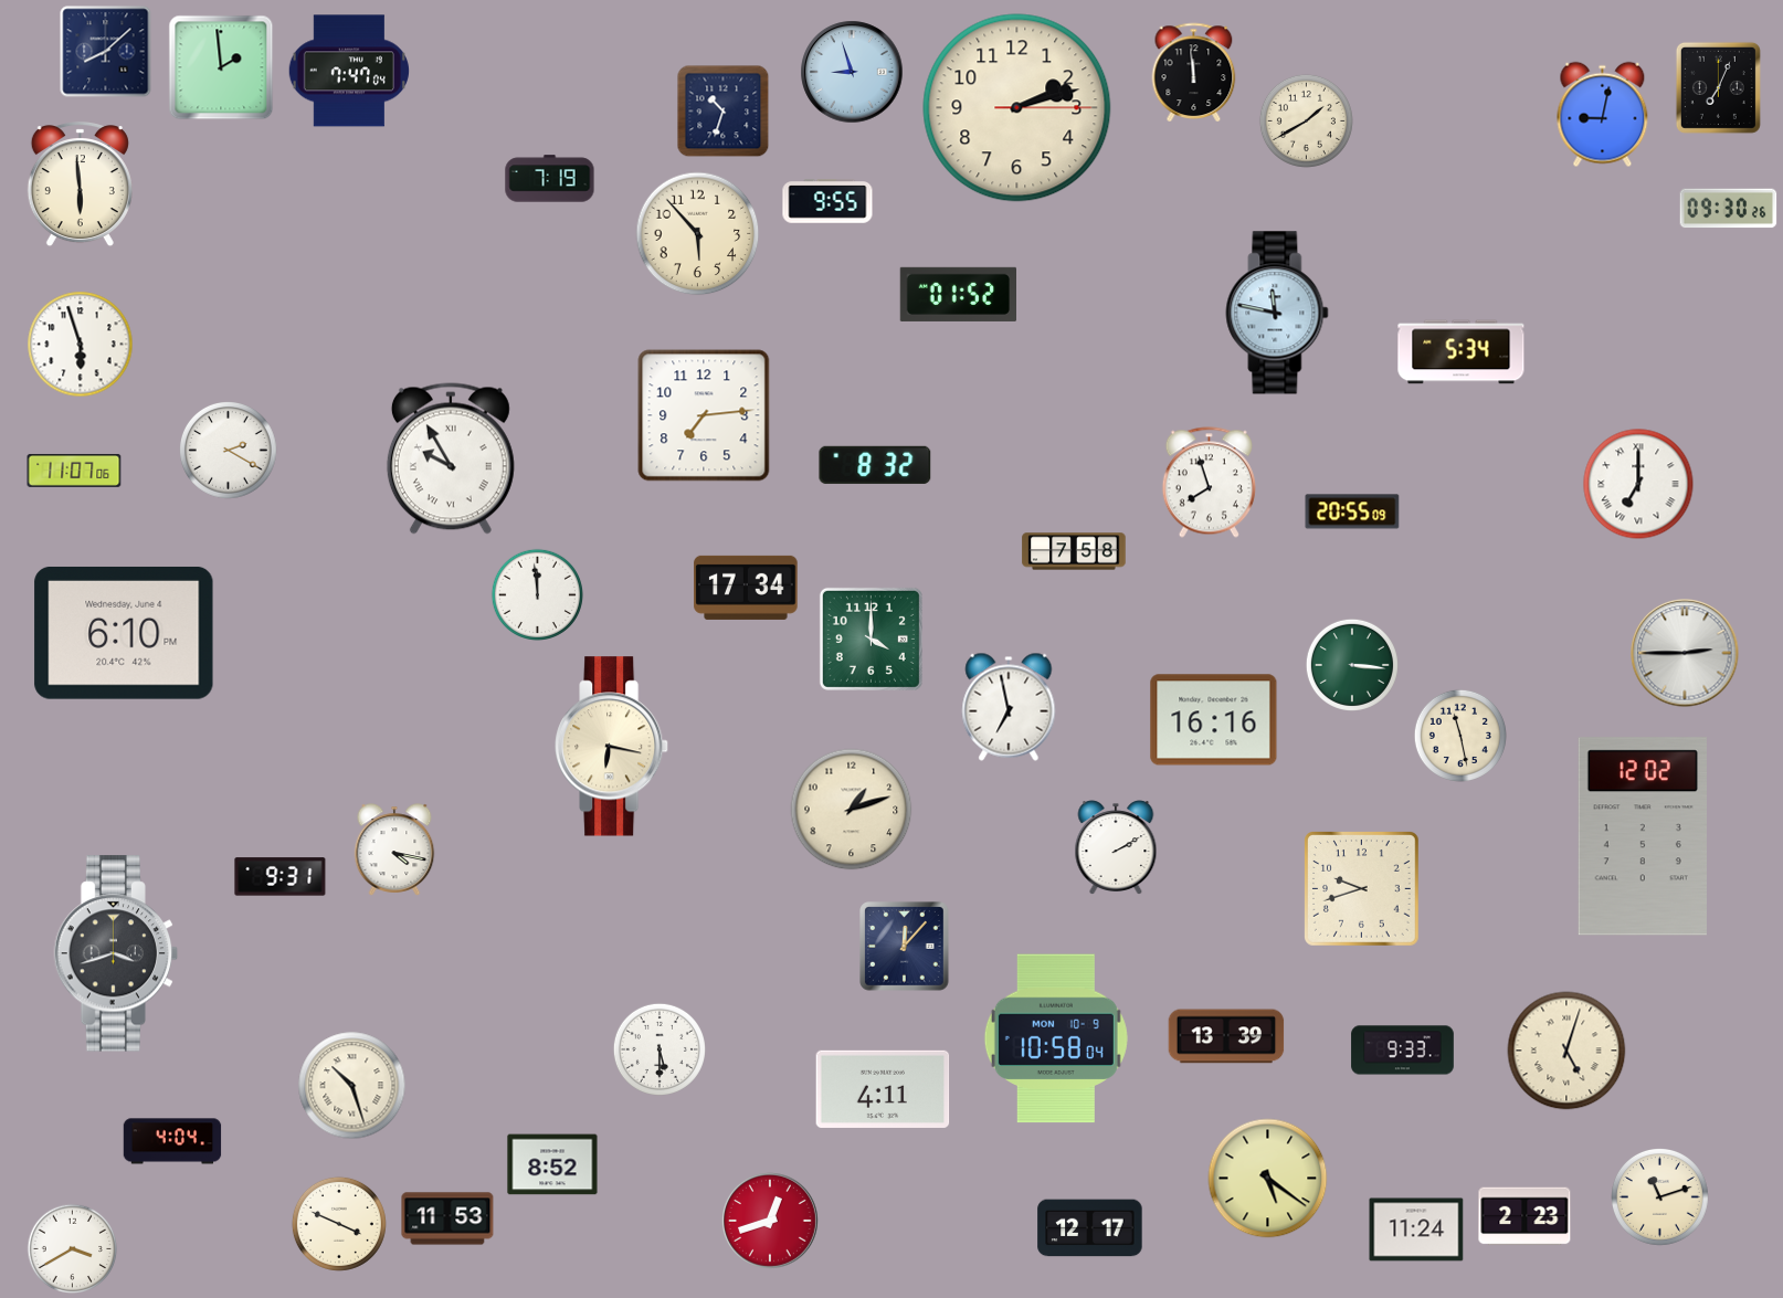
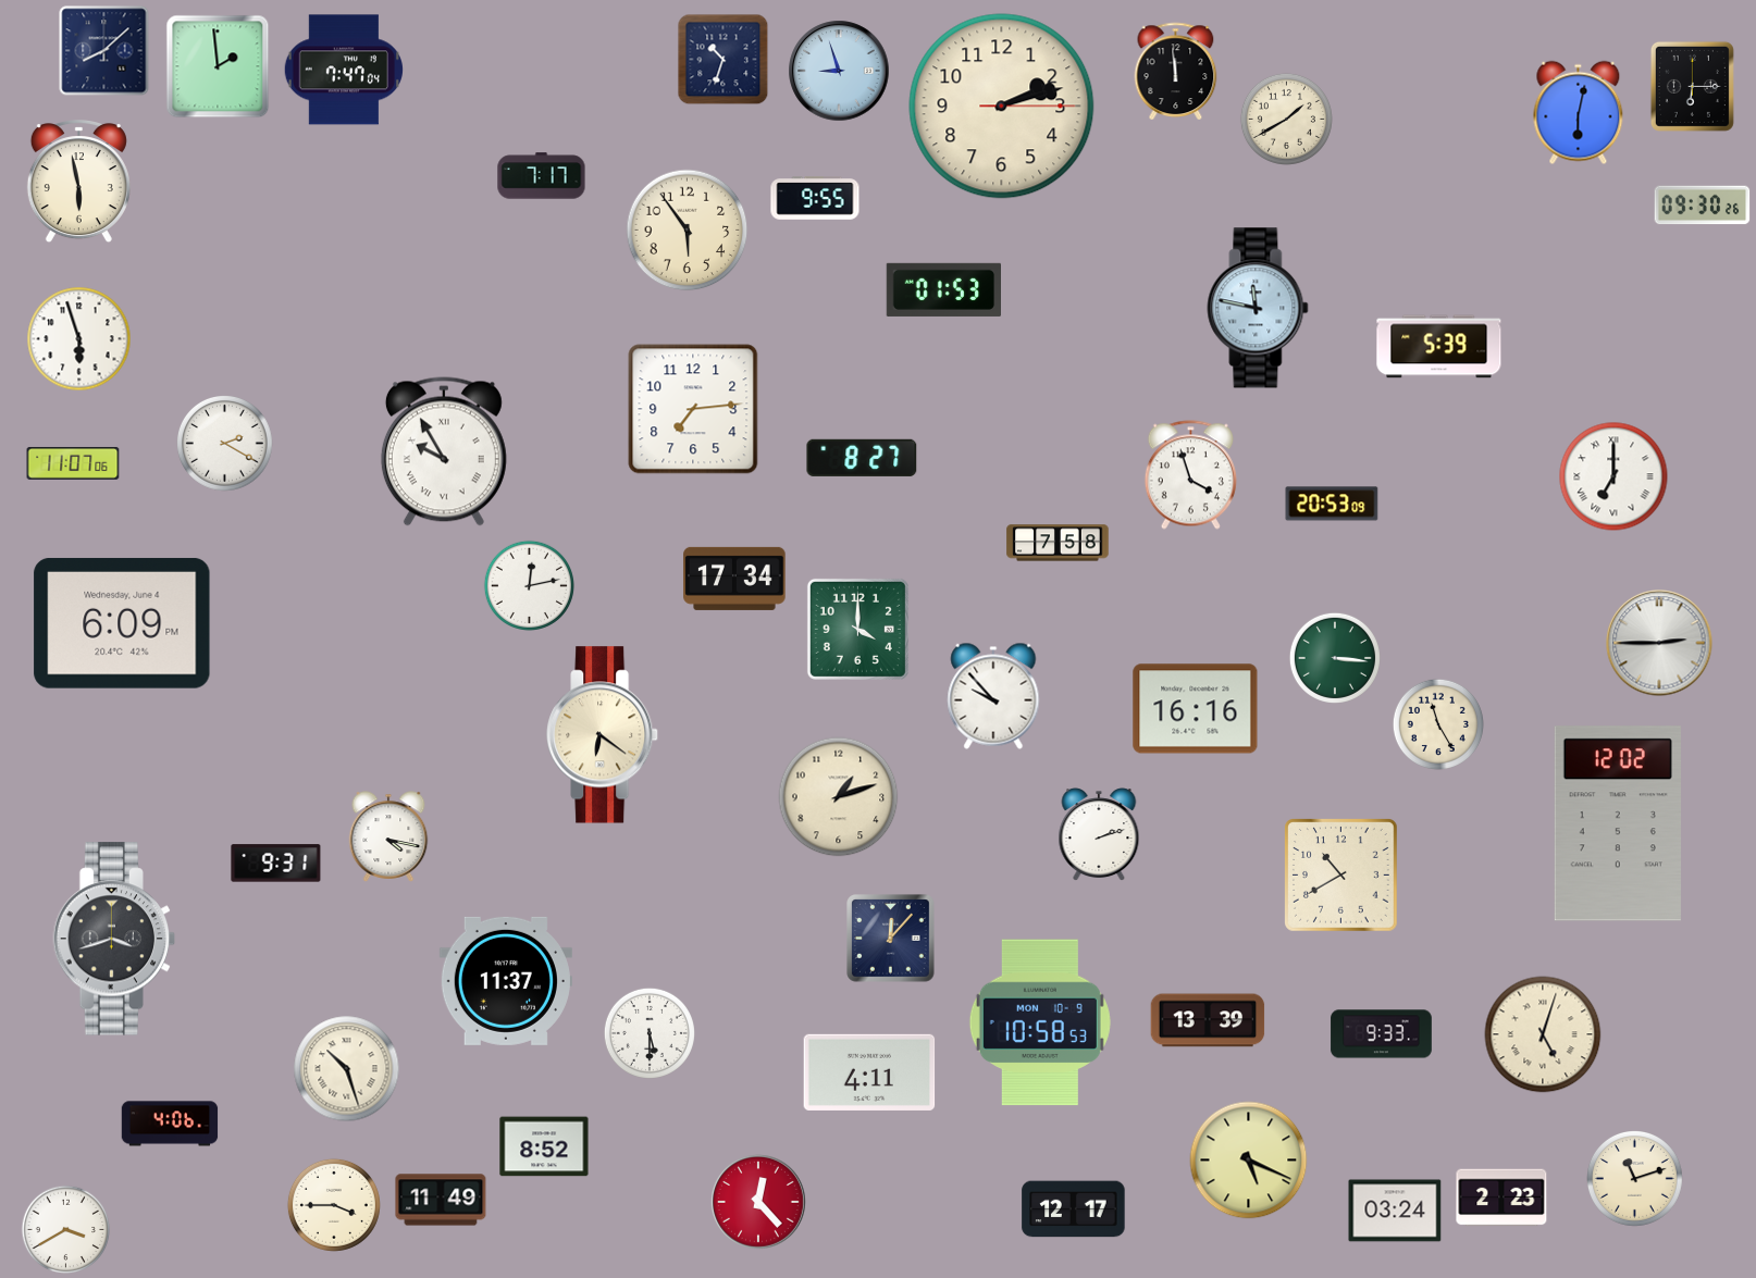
clock at (1718, 87): 7:04 -> 6:15
clock at (724, 112) position: (724, 112) -> (724, 60)
clock at (1603, 115): 9:02 -> 6:02
clock at (550, 179): 7:19 -> 7:17
clock at (80, 184): 5:59 -> 5:58
clock at (698, 234): 5:53 -> 5:54
clock at (958, 294): 01:52 -> 01:53
clock at (1462, 352): 5:34 -> 5:39
clock at (875, 465): 8:32 -> 8:27
clock at (1209, 483): 7:57 -> 3:57
clock at (1352, 511): 20:55 -> 20:53
clock at (537, 594): 11:59 -> 12:13
clock at (124, 633): 6:10 -> 6:09
clock at (1352, 665) position: (1352, 665) -> (1335, 658)
clock at (1009, 707): 6:58 -> 9:53
clock at (1460, 736): 11:28 -> 11:25
clock at (612, 747): 6:17 -> 6:21
clock at (1116, 847): 2:10 -> 2:12
clock at (1362, 889): 9:42 -> 10:40
clock at (905, 947) position: (905, 947) -> (891, 939)
clock at (506, 981): none -> 11:37
clock at (1056, 1038): 10:58:04 -> 10:58:53
clock at (172, 1141): 4:04 -> 4:06
clock at (1268, 1179): 5:21 -> 5:19
clock at (447, 1218): 11:53 -> 11:49
clock at (771, 1222): 12:42 -> 12:23
clock at (339, 1224): 3:49 -> 3:45
clock at (1416, 1230): 11:24 -> 03:24
clock at (73, 1249) position: (73, 1249) -> (66, 1230)
